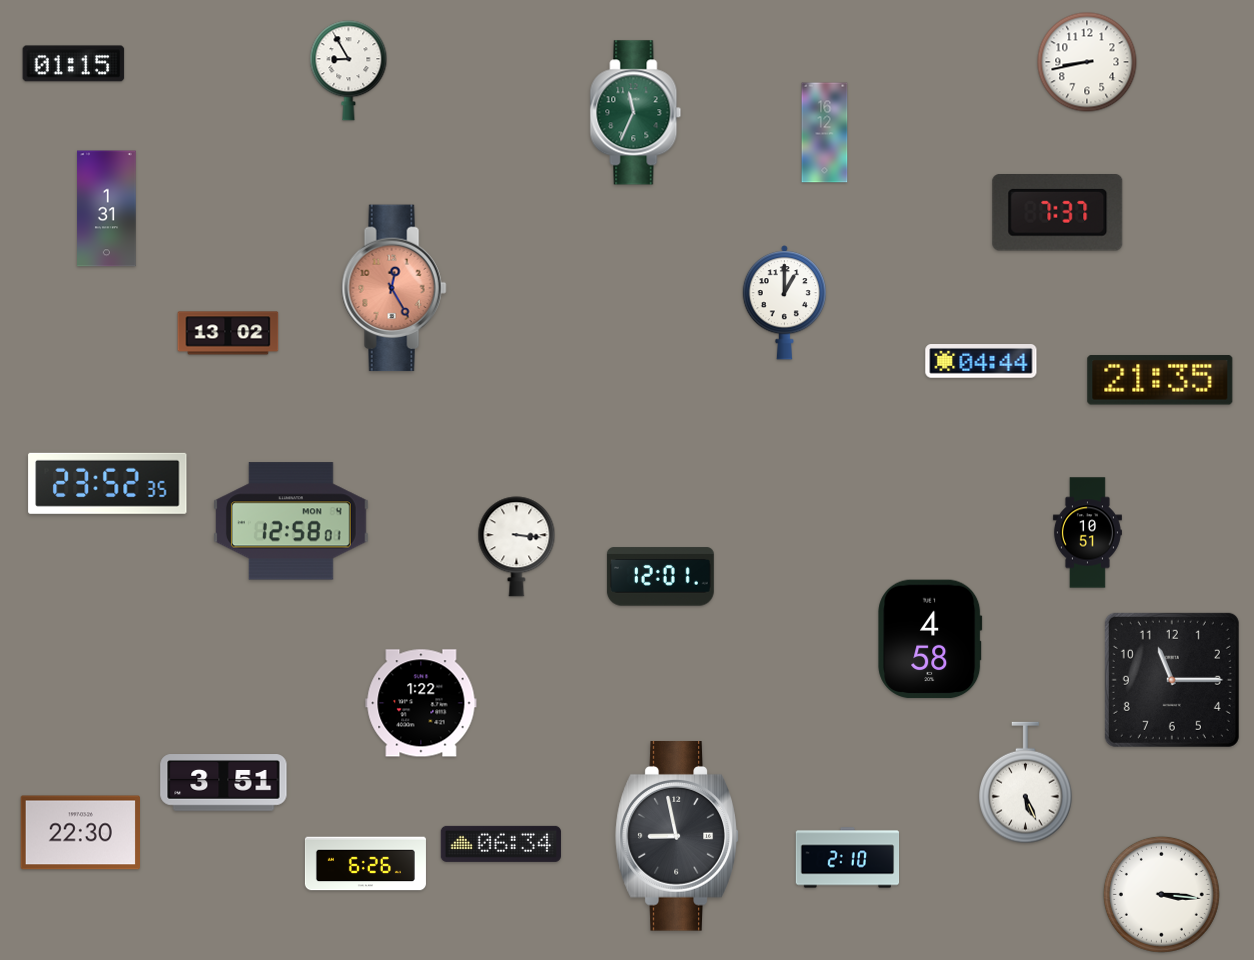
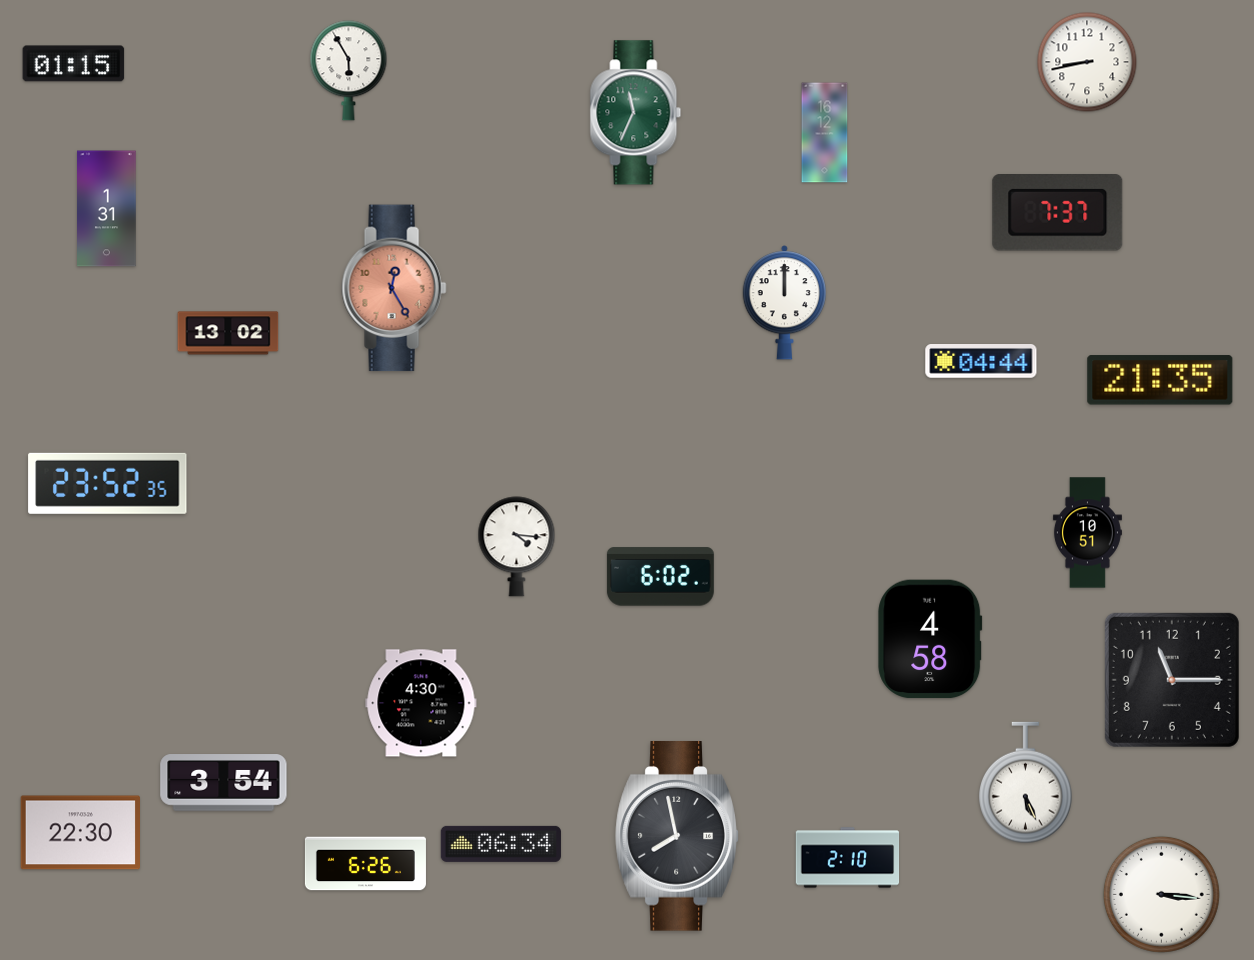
clock at (349, 71): 8:55 -> 5:55
clock at (784, 303): 1:00 -> 12:00
clock at (291, 521): 12:58 -> none
clock at (517, 547): 3:16 -> 4:16
clock at (660, 577): 12:01 -> 6:02
clock at (421, 703): 1:22 -> 4:30
clock at (224, 783): 3:51 -> 3:54
clock at (677, 837): 8:58 -> 7:58
